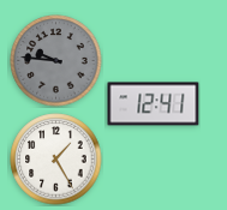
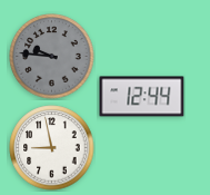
clock at (154, 104): 12:41 -> 12:44
clock at (56, 160): 1:25 -> 8:58
